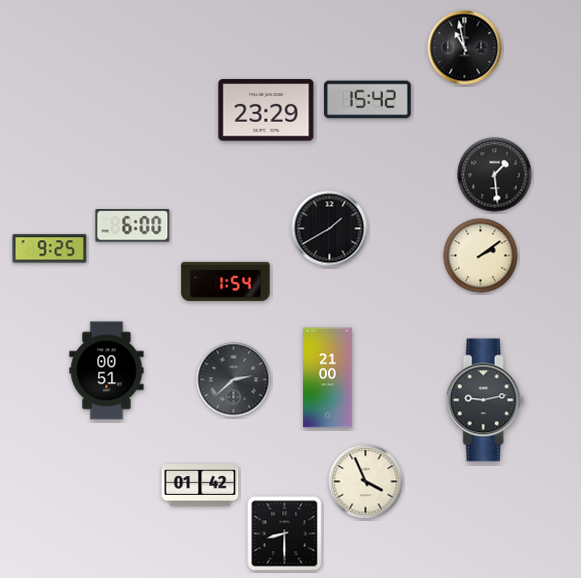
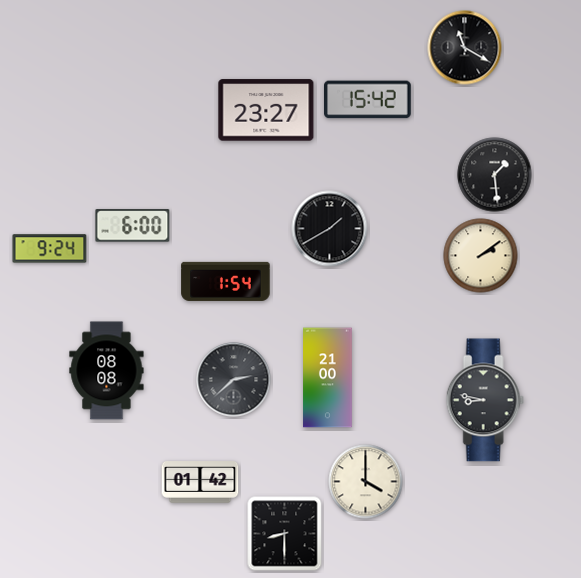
clock at (465, 48): 10:58 -> 11:20
clock at (266, 110): 23:29 -> 23:27
clock at (50, 249): 9:25 -> 9:24
clock at (107, 371): 00:51 -> 08:08
clock at (485, 400): 9:13 -> 8:47
clock at (366, 482): 3:56 -> 4:00
clock at (200, 485) position: (200, 485) -> (200, 482)
